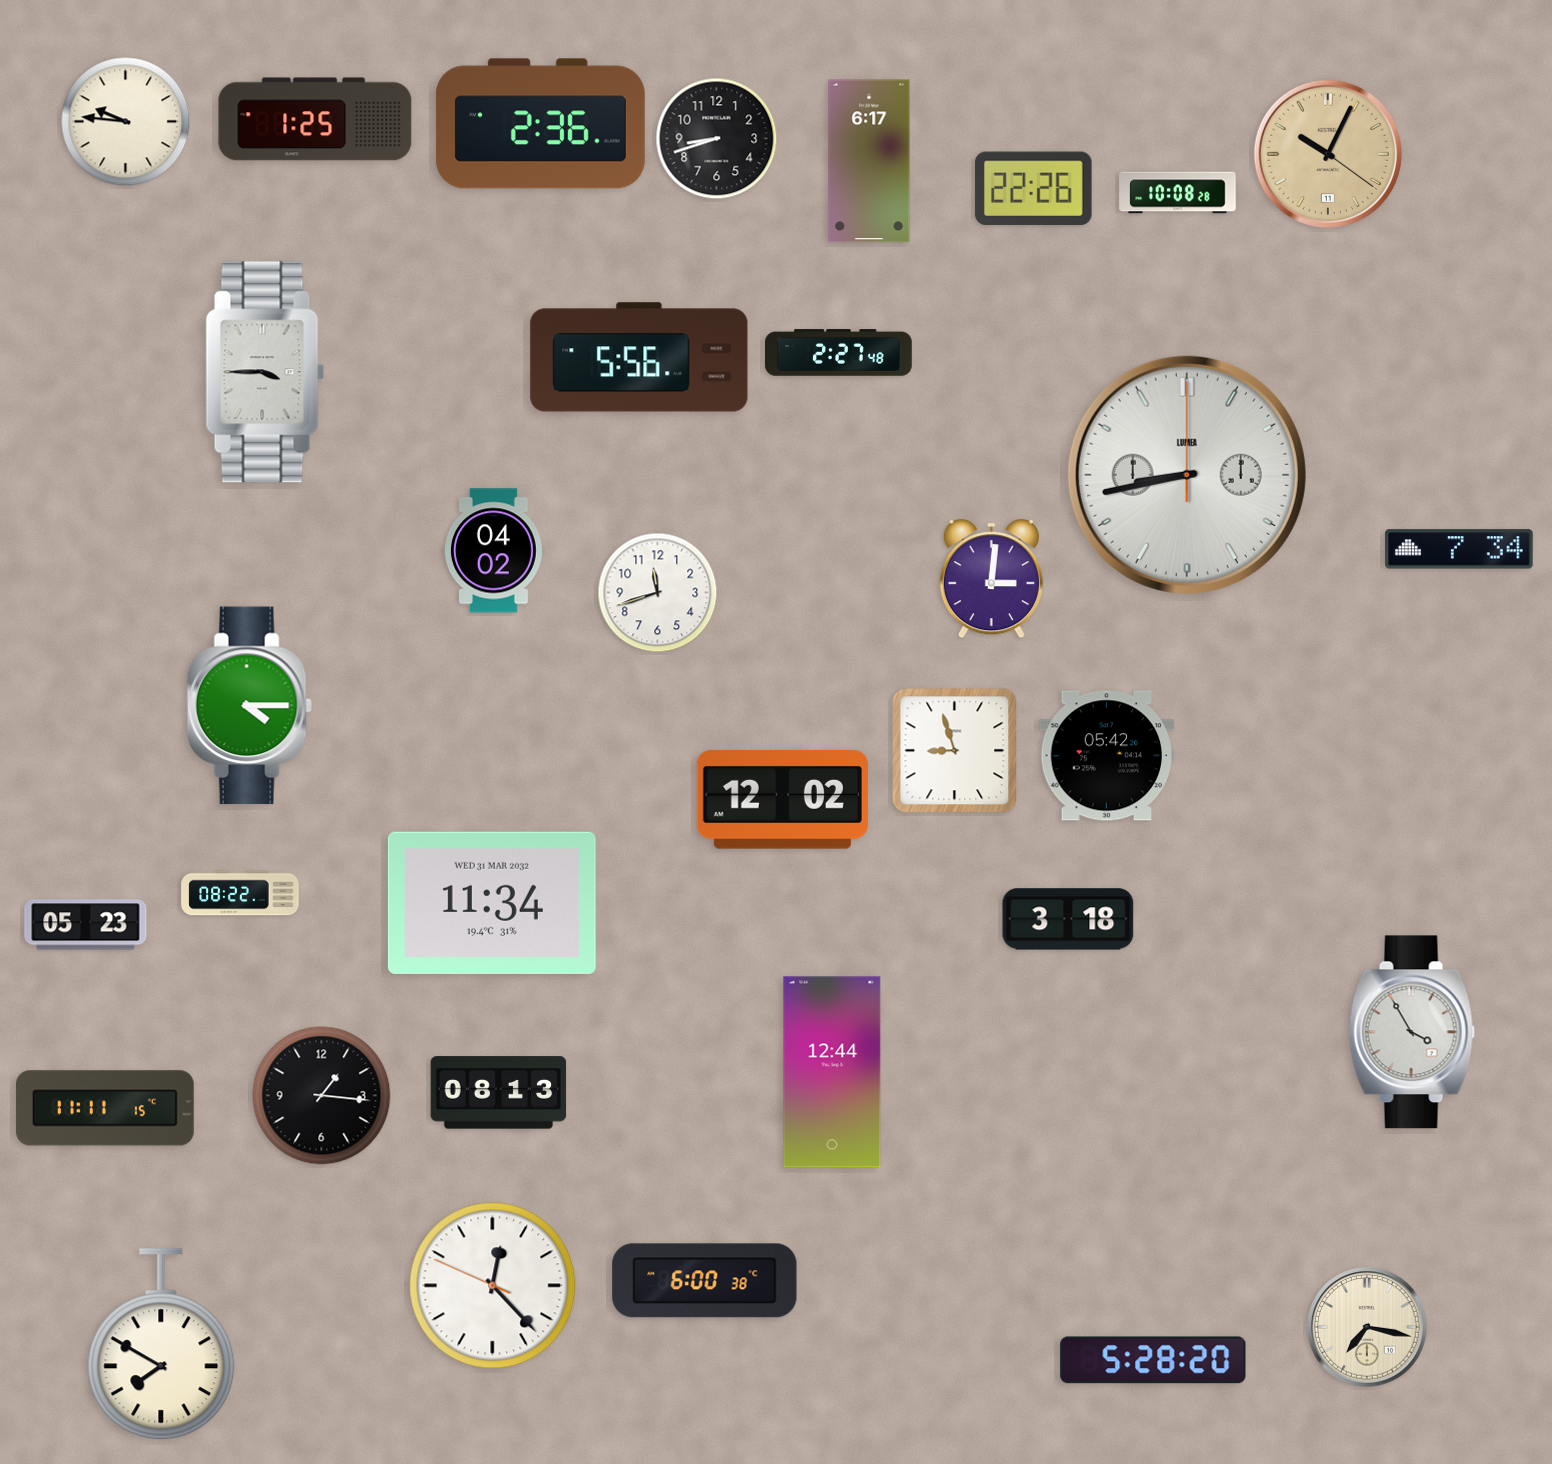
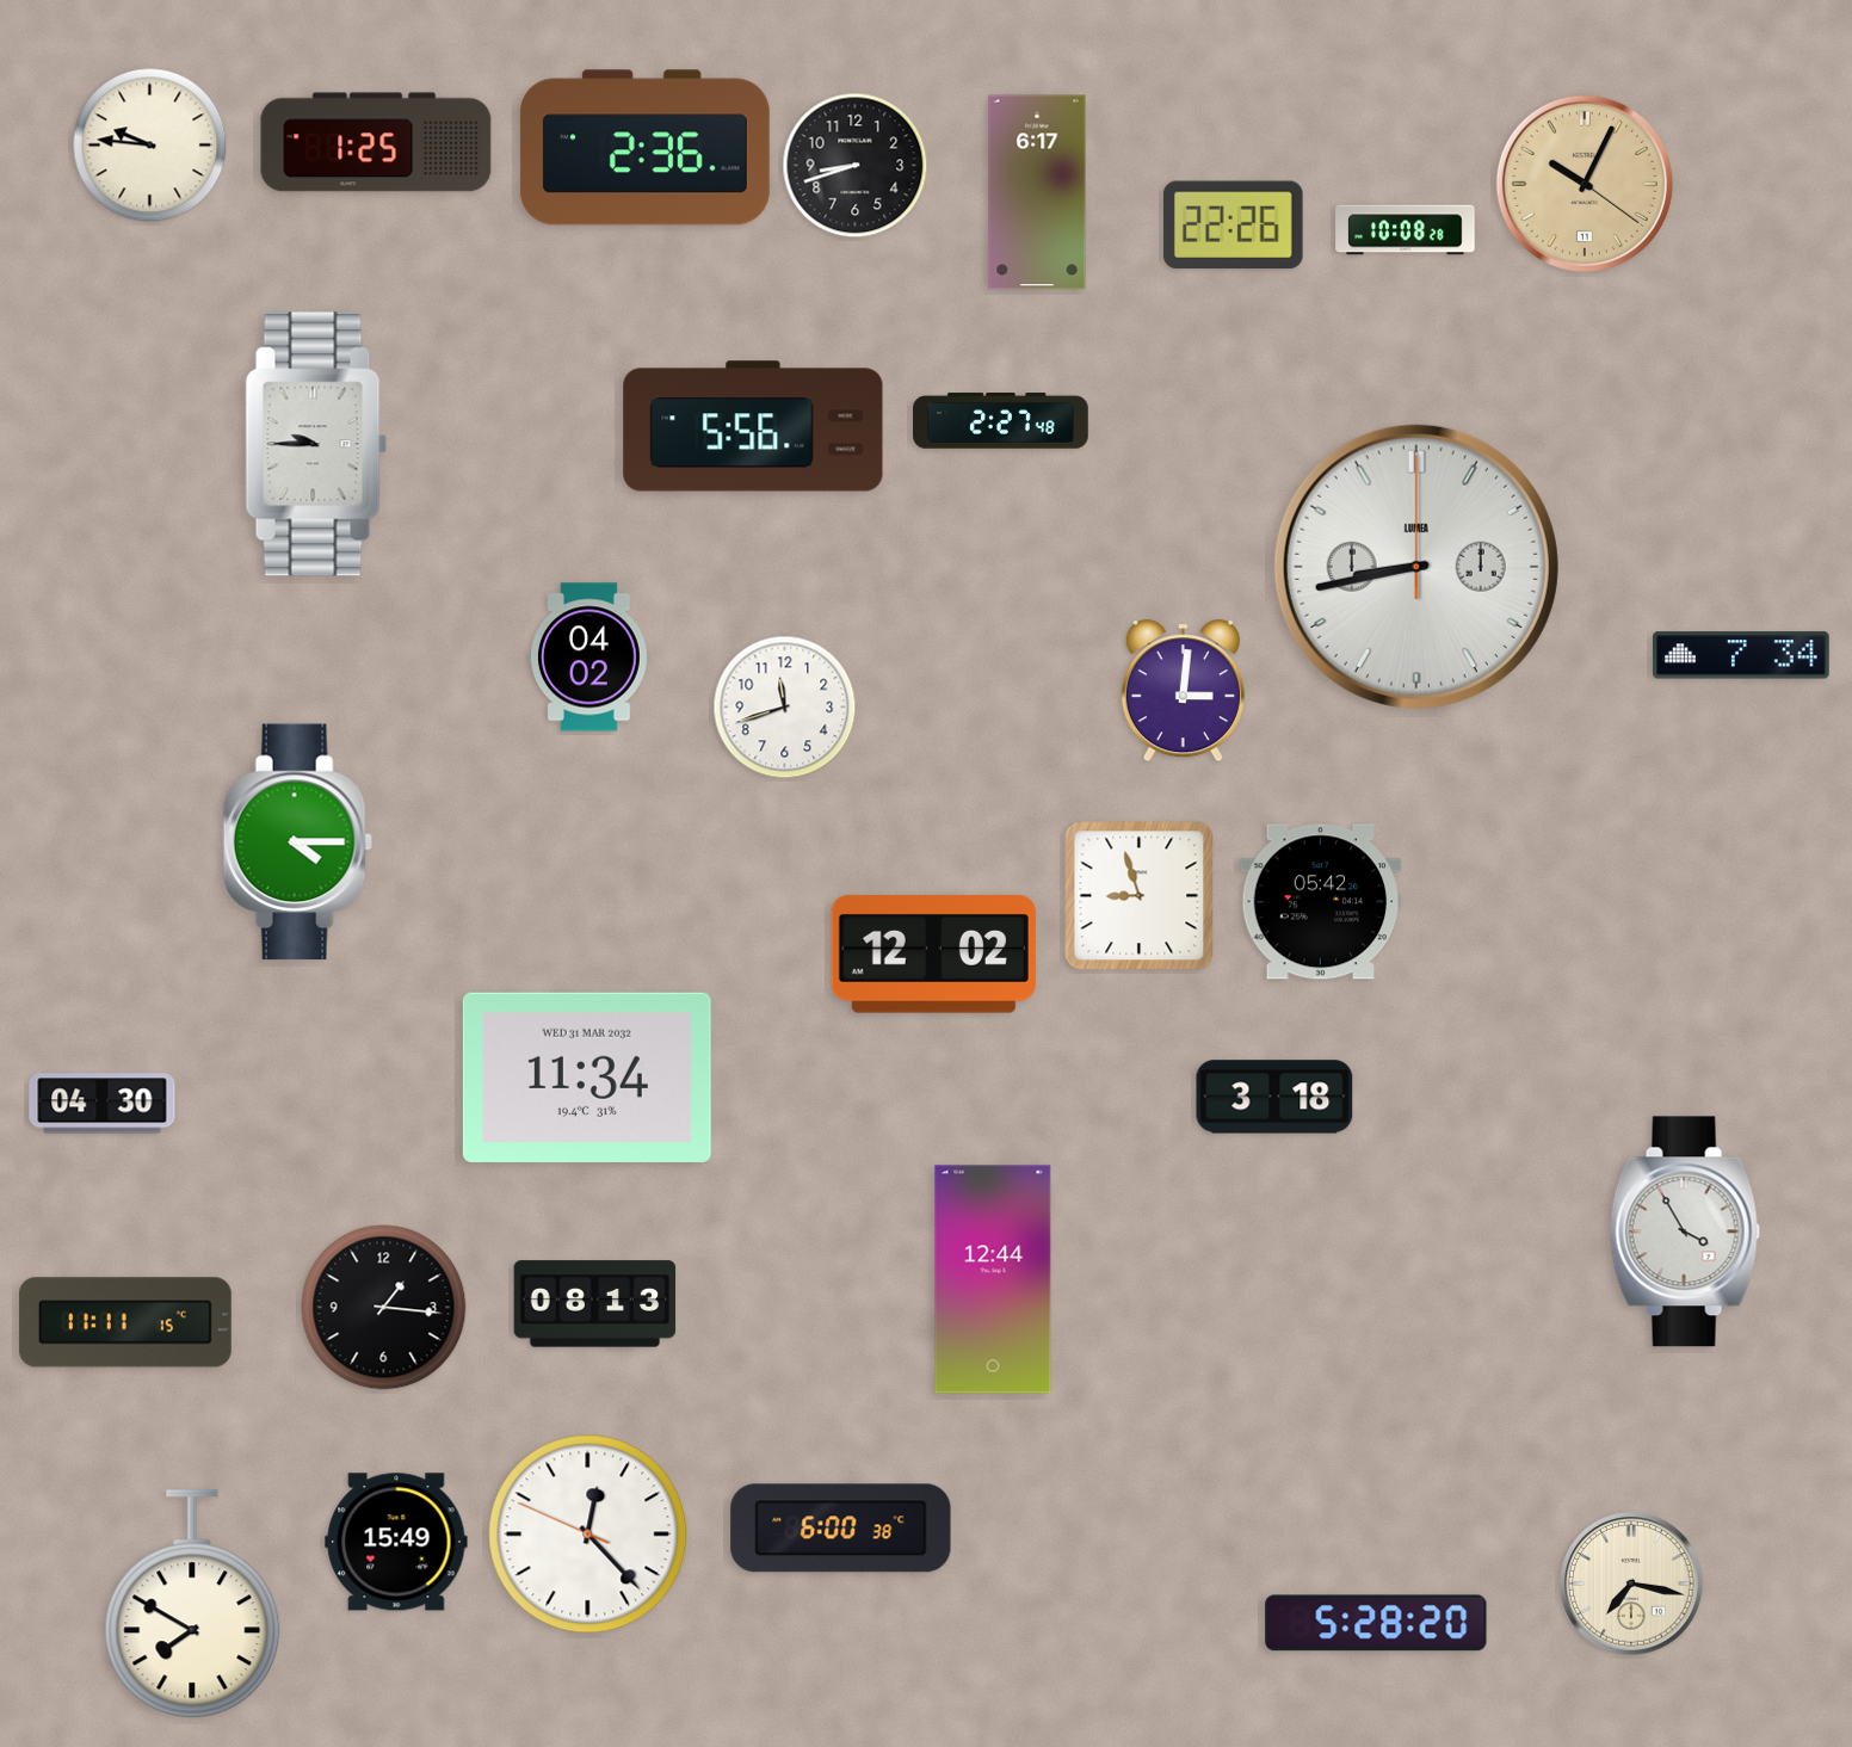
clock at (639, 357) position: (639, 357) -> (753, 426)
clock at (265, 372): 3:45 -> 9:45
clock at (240, 893): 08:22 -> none
clock at (86, 925): 05:23 -> 04:30
clock at (396, 1542): none -> 15:49
